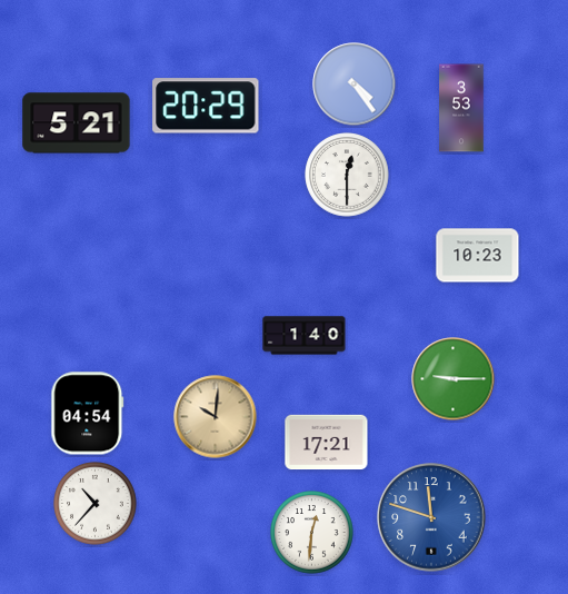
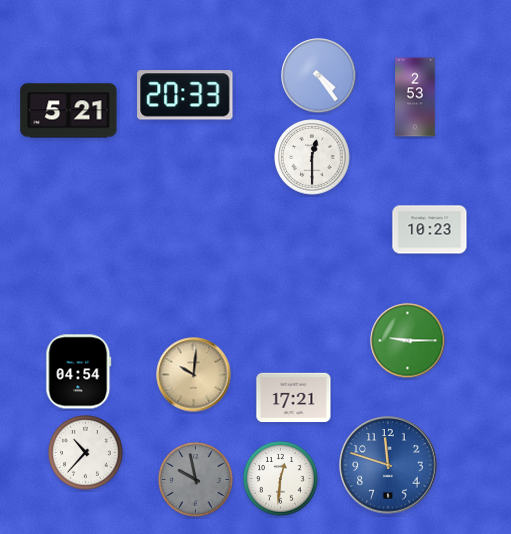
clock at (206, 106): 20:29 -> 20:33
clock at (461, 108): 3:53 -> 2:53
clock at (305, 336): 1:40 -> none
clock at (196, 480): none -> 9:58
